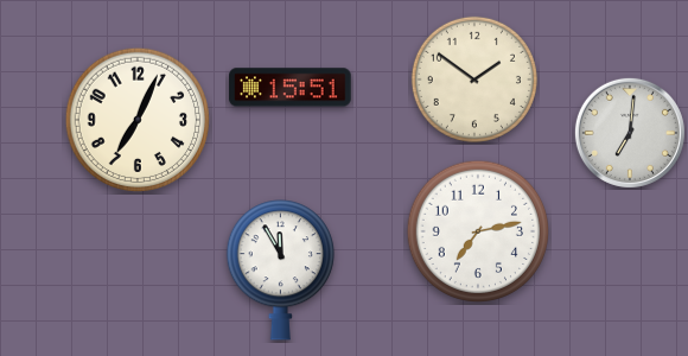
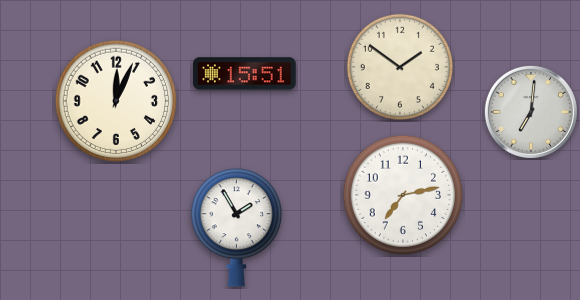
clock at (138, 120): 7:04 -> 12:04
clock at (280, 271): 11:55 -> 1:55
